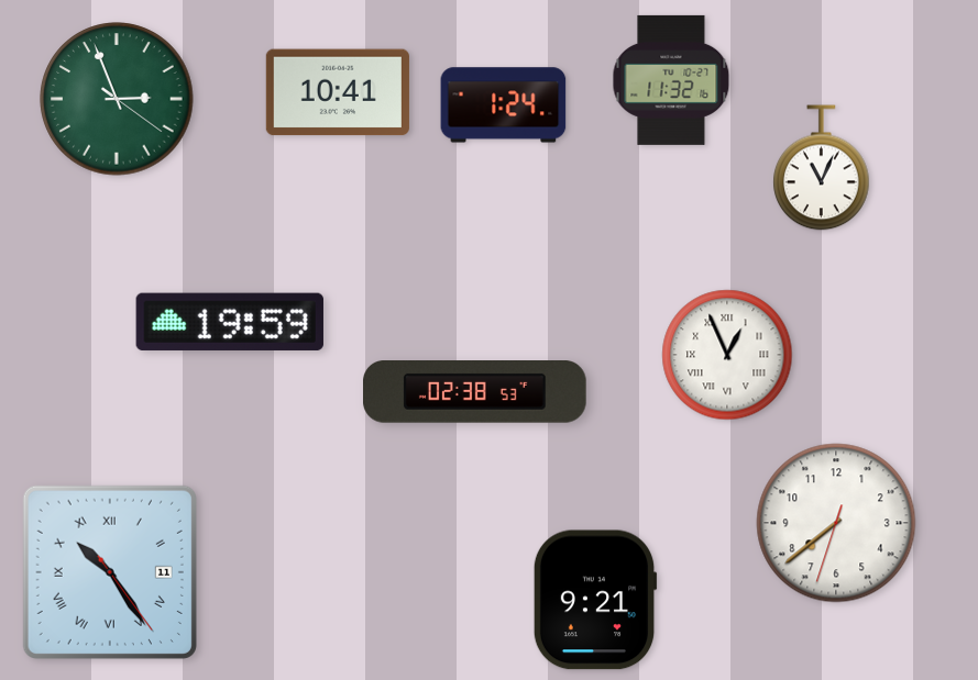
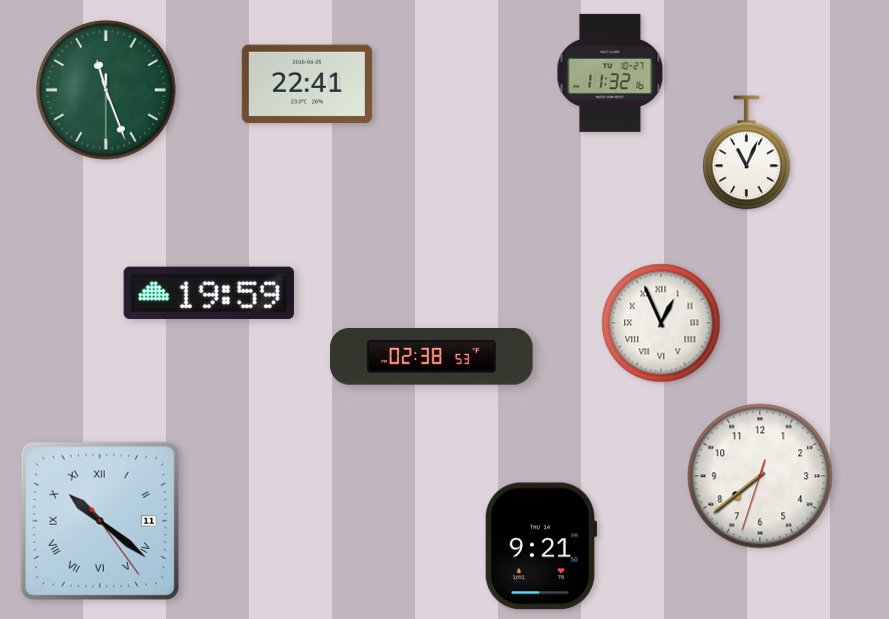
clock at (338, 92): 10:41 -> 22:41
clock at (117, 99): 2:56 -> 11:26
clock at (504, 105): 1:24 -> none
clock at (110, 572): 10:24 -> 10:21
